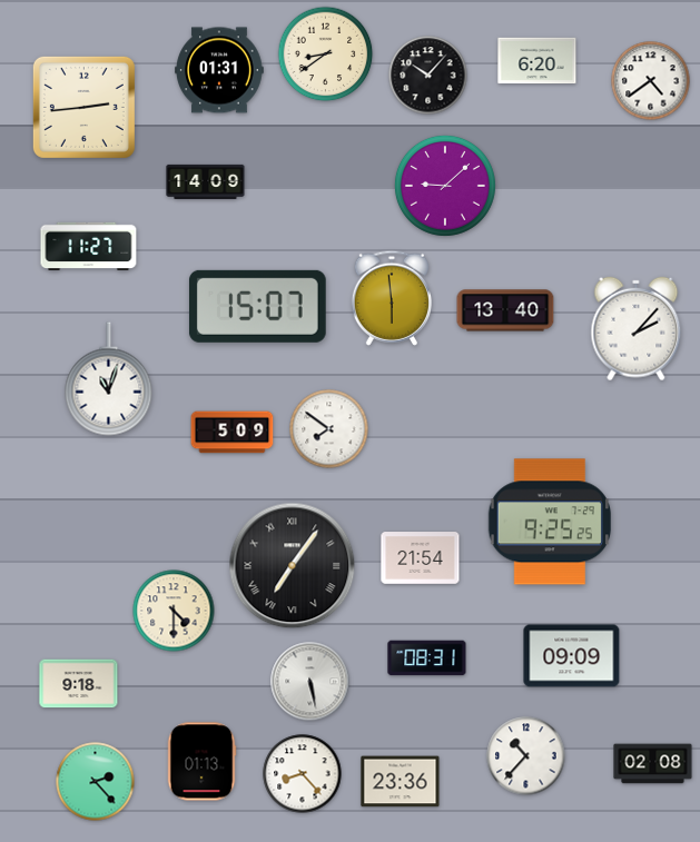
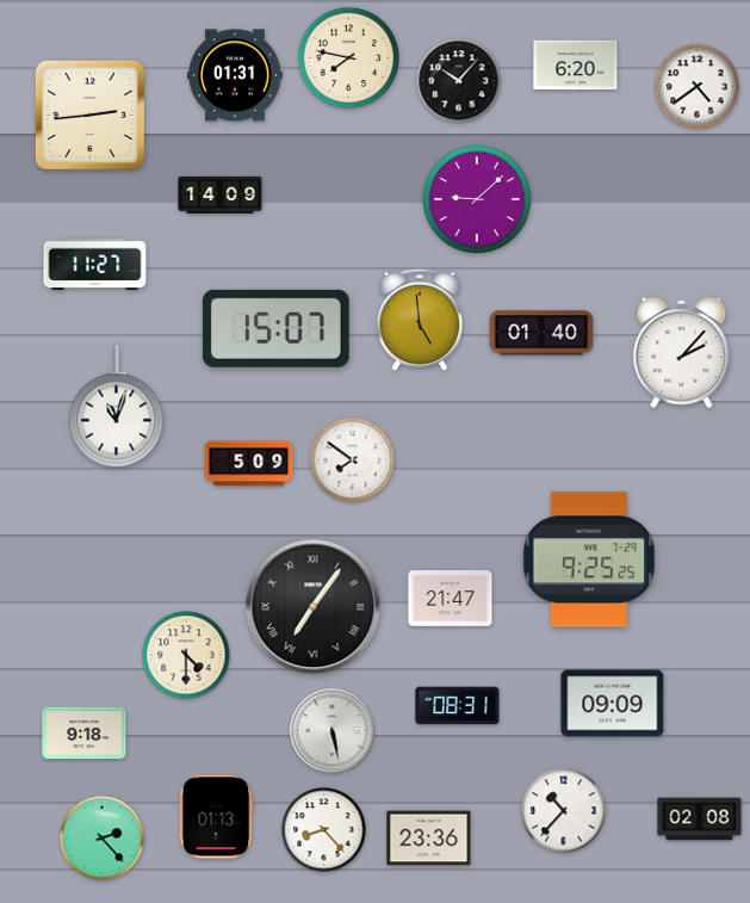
clock at (326, 55): 8:39 -> 7:47
clock at (391, 298): 5:59 -> 4:59
clock at (505, 310): 13:40 -> 01:40
clock at (421, 558): 21:54 -> 21:47
